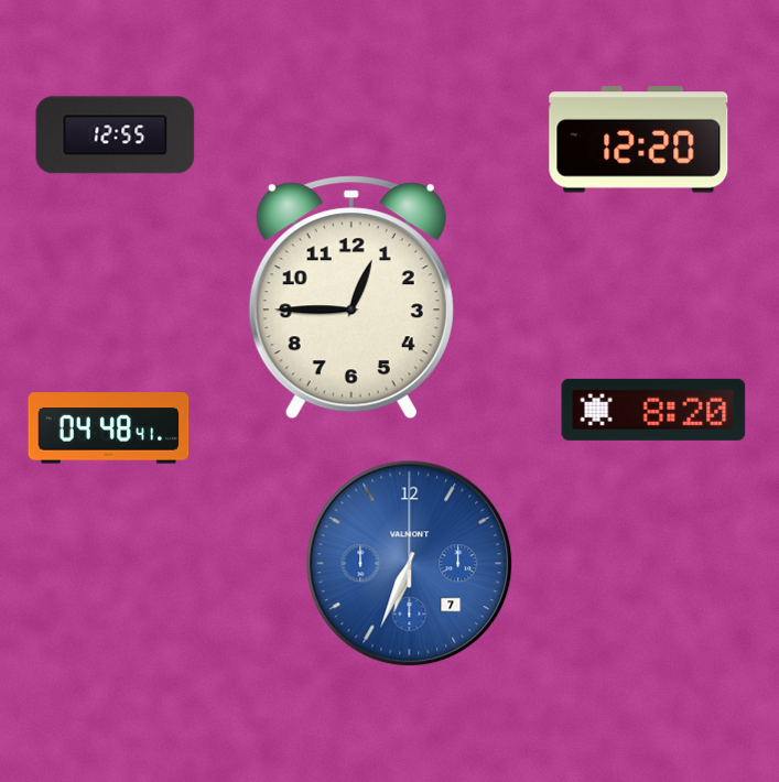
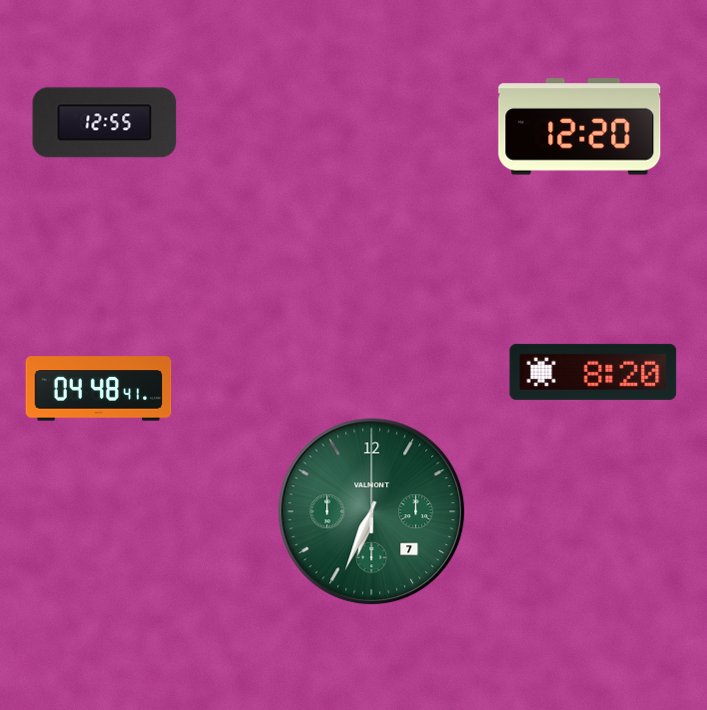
clock at (351, 297): 12:45 -> none
clock at (410, 564) dial: blue -> green
